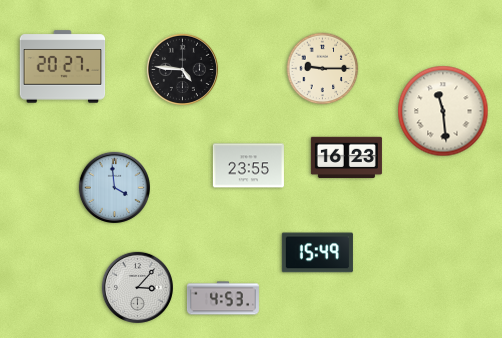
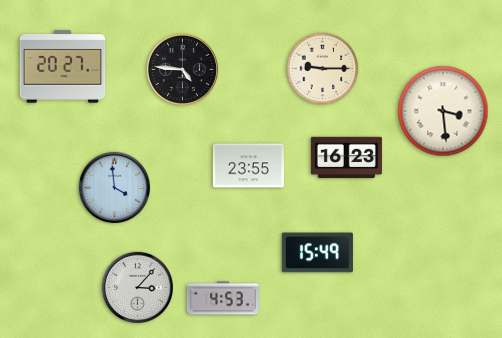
clock at (443, 111): 11:29 -> 3:29
